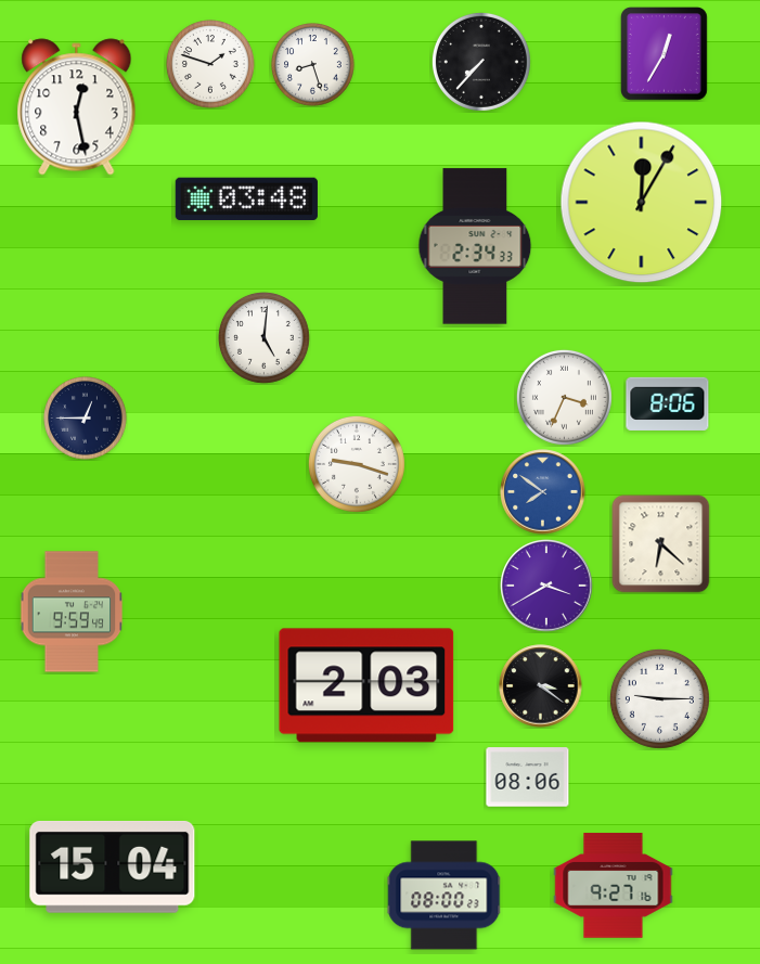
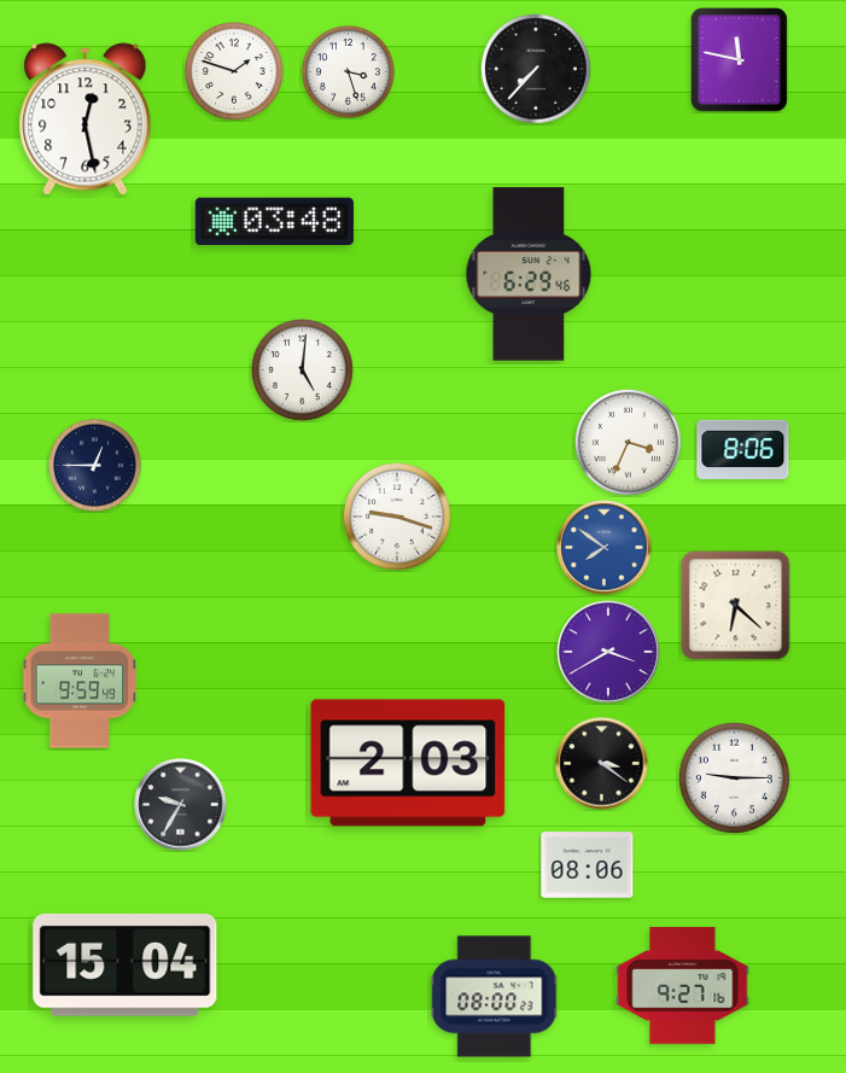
clock at (664, 53): 12:35 -> 11:47
clock at (313, 65): 8:27 -> 3:27
clock at (642, 203): 12:05 -> none
clock at (475, 246): 2:34 -> 6:29
clock at (263, 337) position: (263, 337) -> (302, 369)
clock at (181, 805): none -> 9:35
